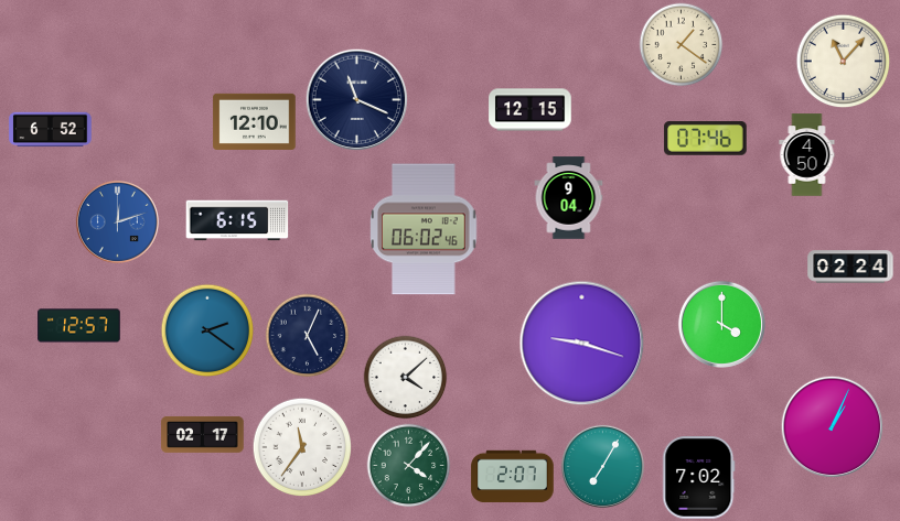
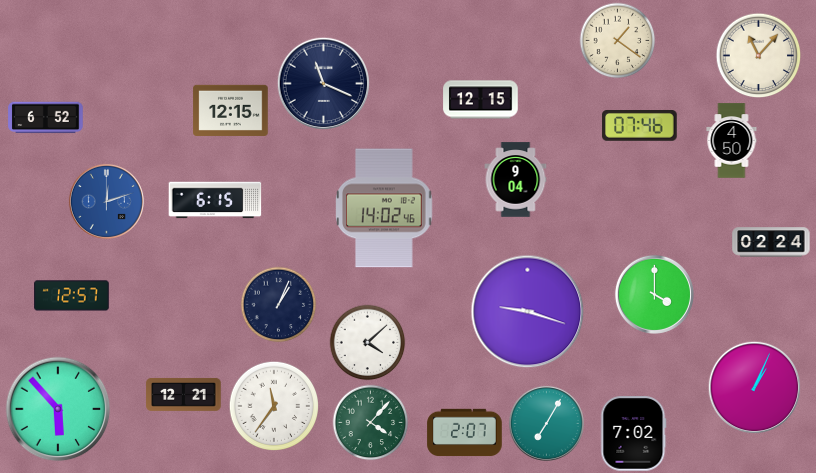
clock at (844, 62) position: (844, 62) -> (759, 56)
clock at (357, 100) position: (357, 100) -> (324, 84)
clock at (255, 121): 12:10 -> 12:15
clock at (424, 229): 06:02 -> 14:02
clock at (207, 330): 2:21 -> none
clock at (308, 336): 5:04 -> 1:04
clock at (203, 434): 02:17 -> 12:21
clock at (58, 409): none -> 5:53
